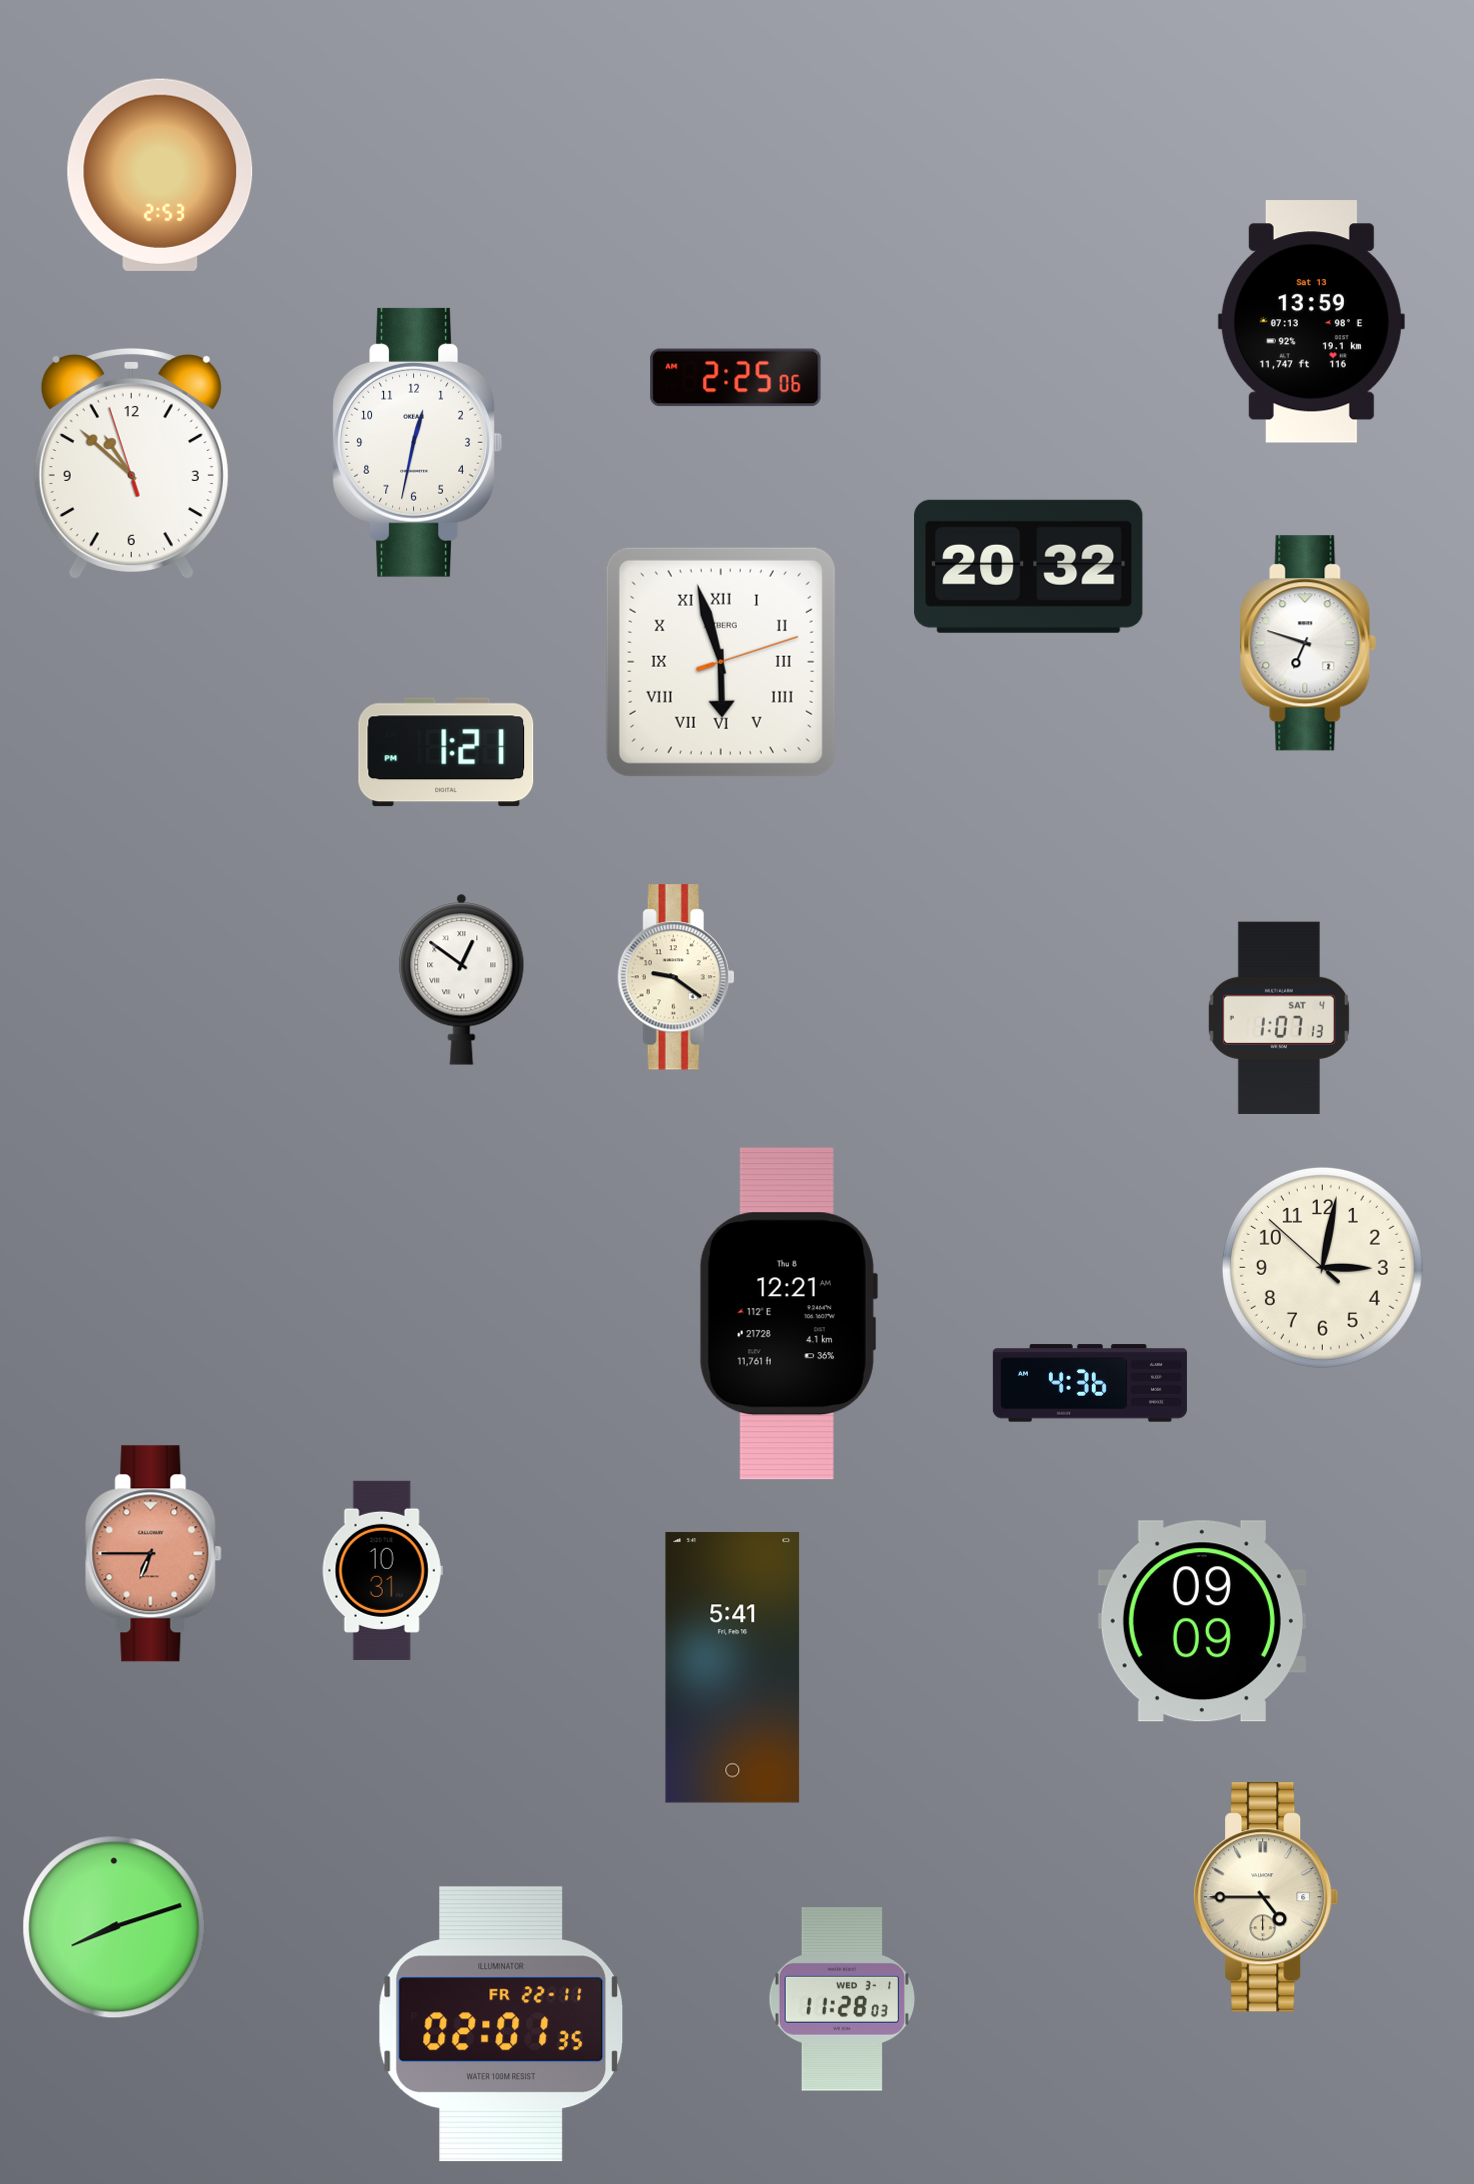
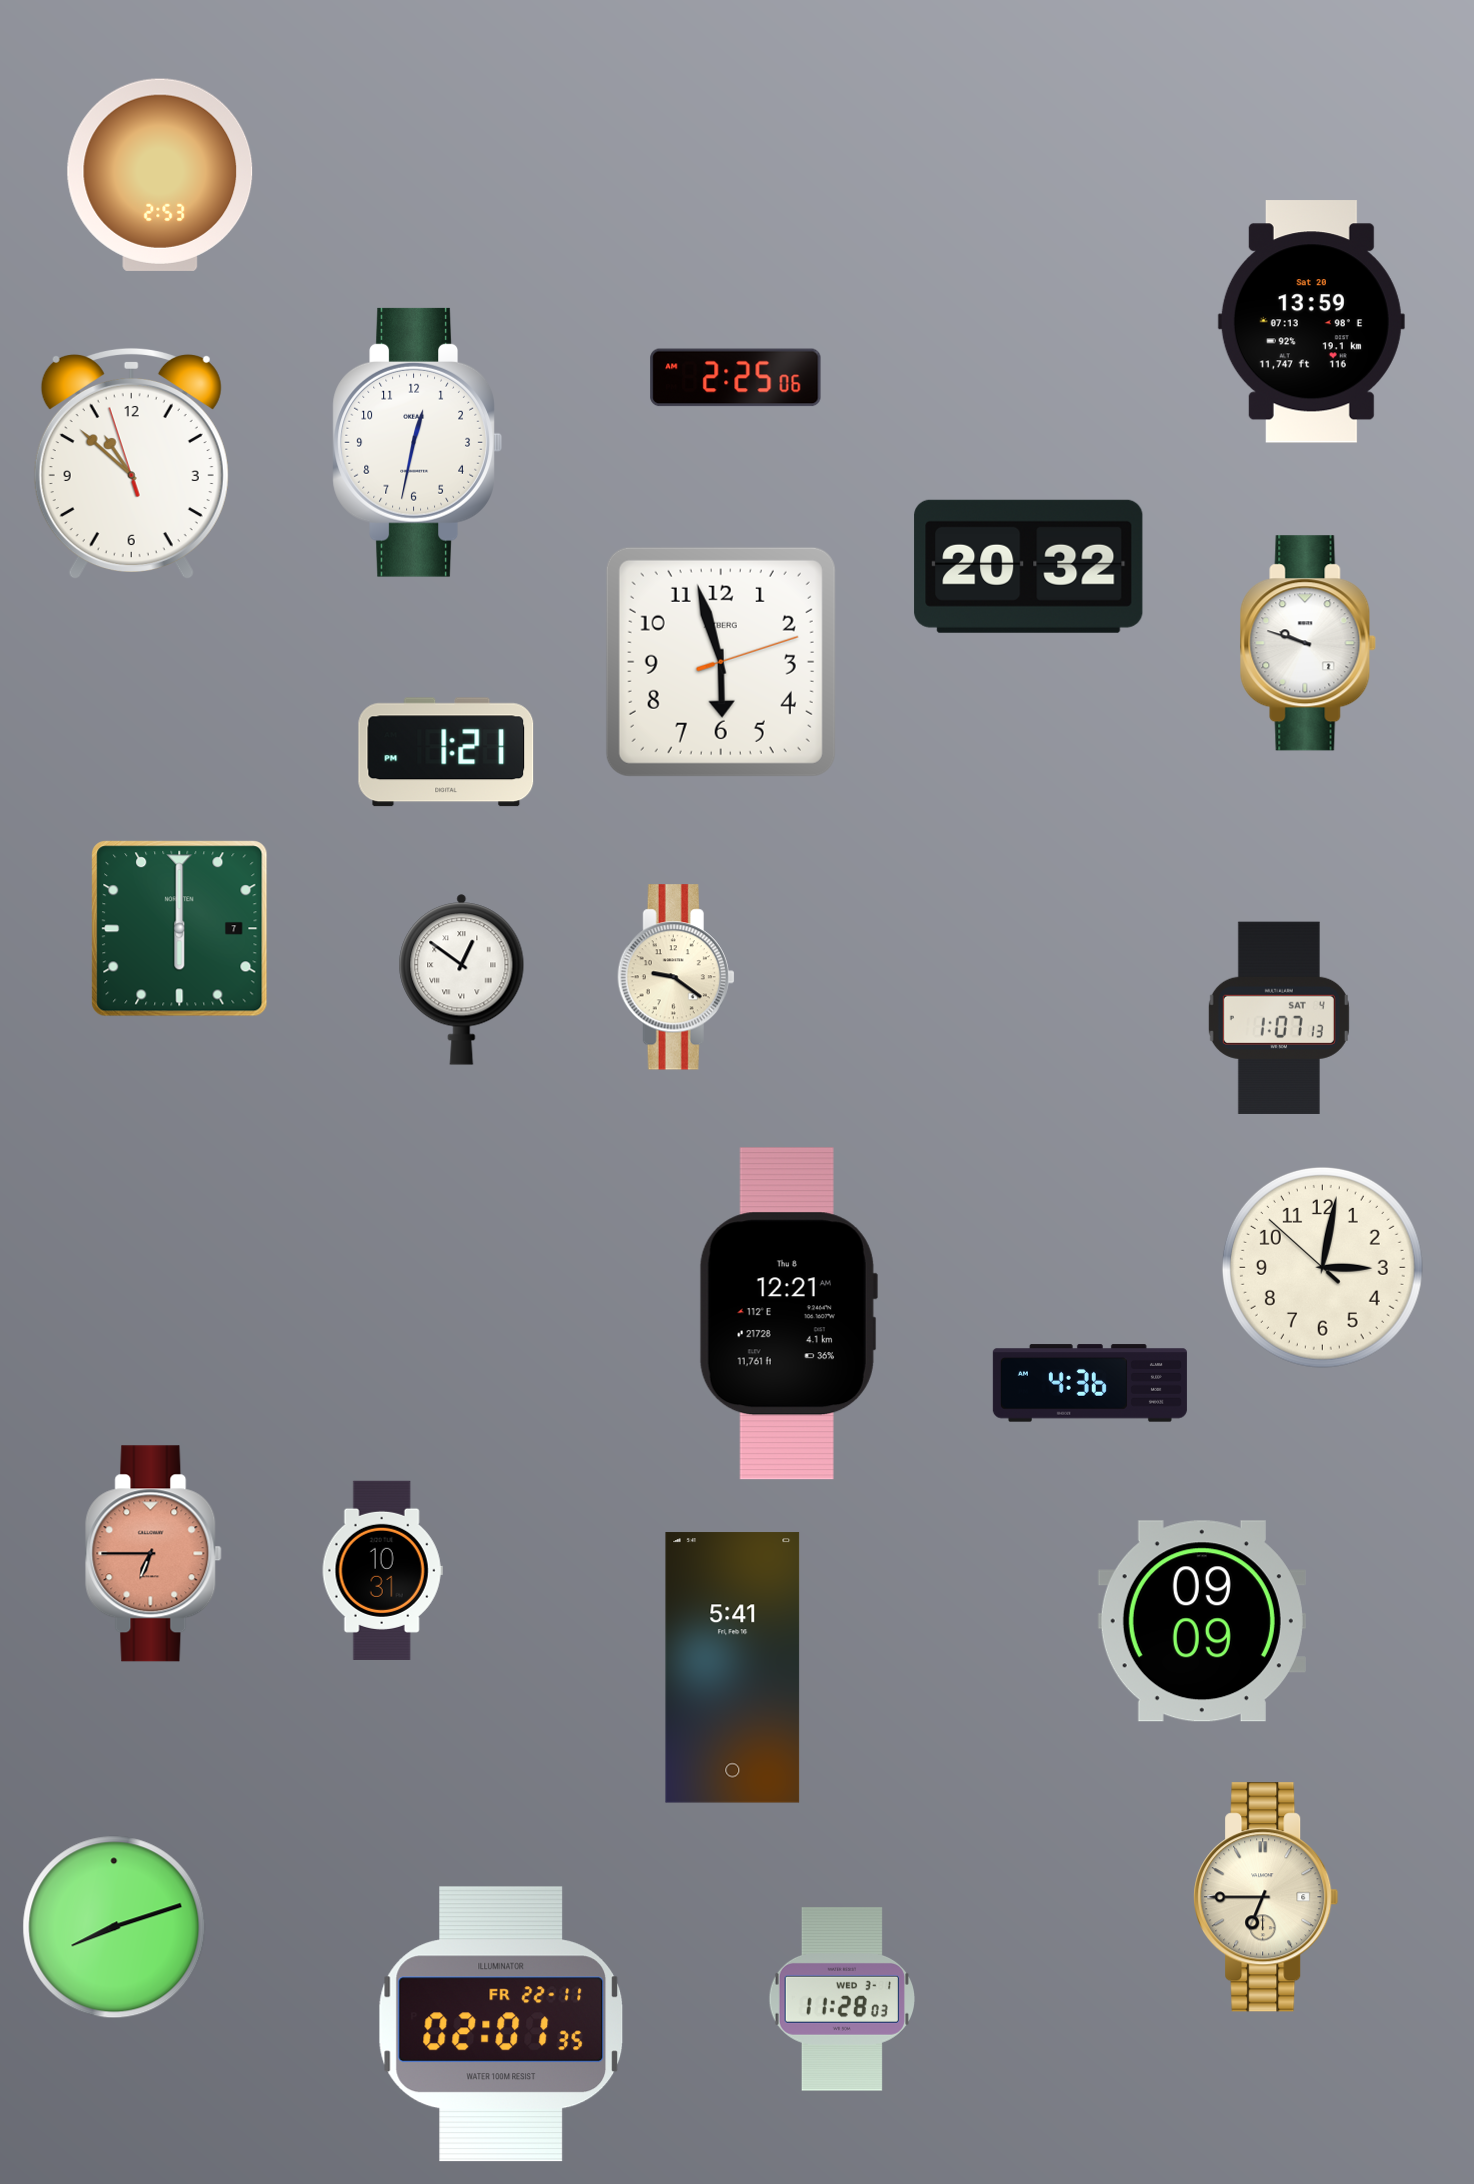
clock at (1311, 322) date: Sat 13 -> Sat 20
clock at (1308, 643): 6:48 -> 9:48
clock at (721, 662) numerals: Roman -> Arabic
clock at (180, 929): none -> 6:00
clock at (1266, 1897): 4:45 -> 6:45
